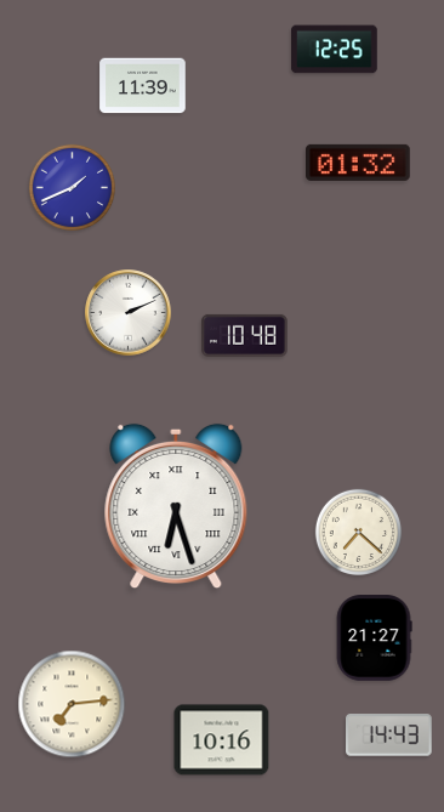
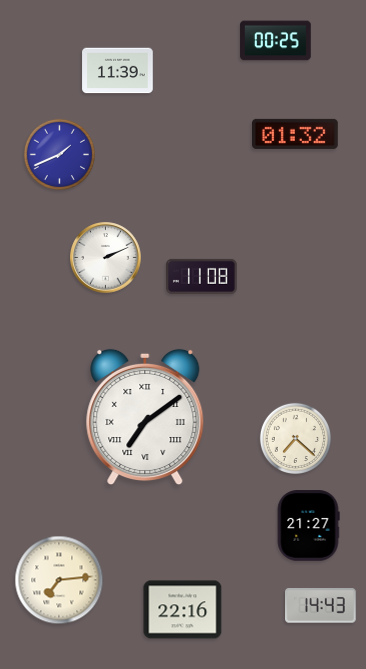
clock at (335, 50): 12:25 -> 00:25
clock at (245, 335): 10:48 -> 11:08
clock at (176, 506): 6:27 -> 7:09
clock at (222, 740): 10:16 -> 22:16
